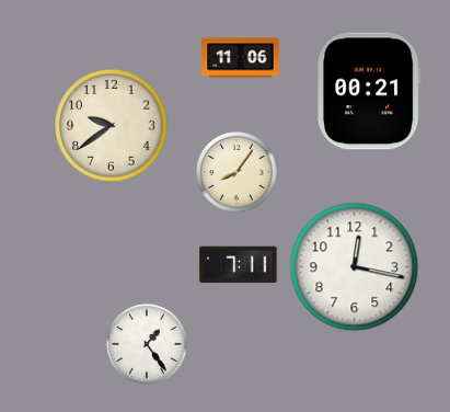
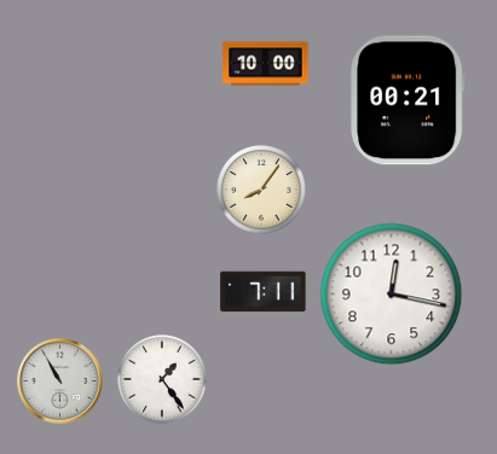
clock at (241, 58): 11:06 -> 10:00
clock at (112, 126): 9:39 -> none
clock at (60, 382): none -> 10:55
